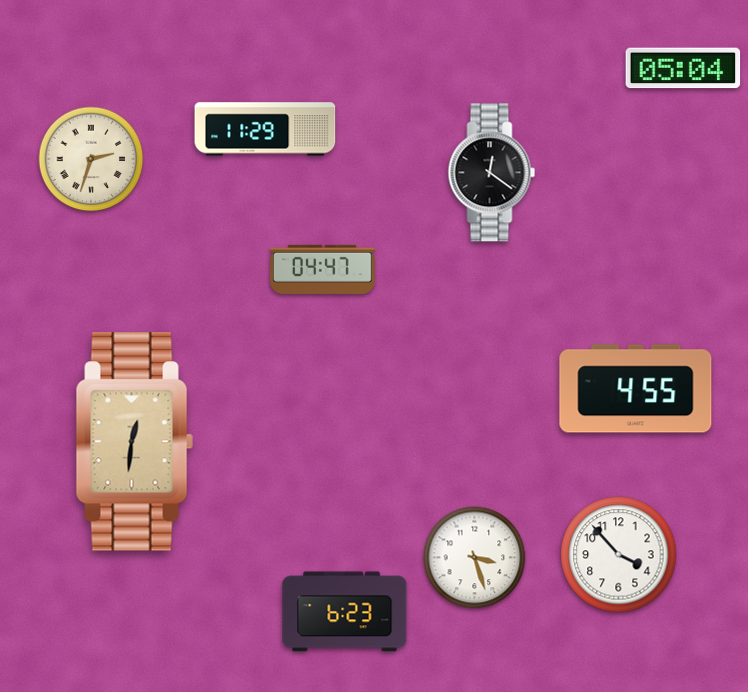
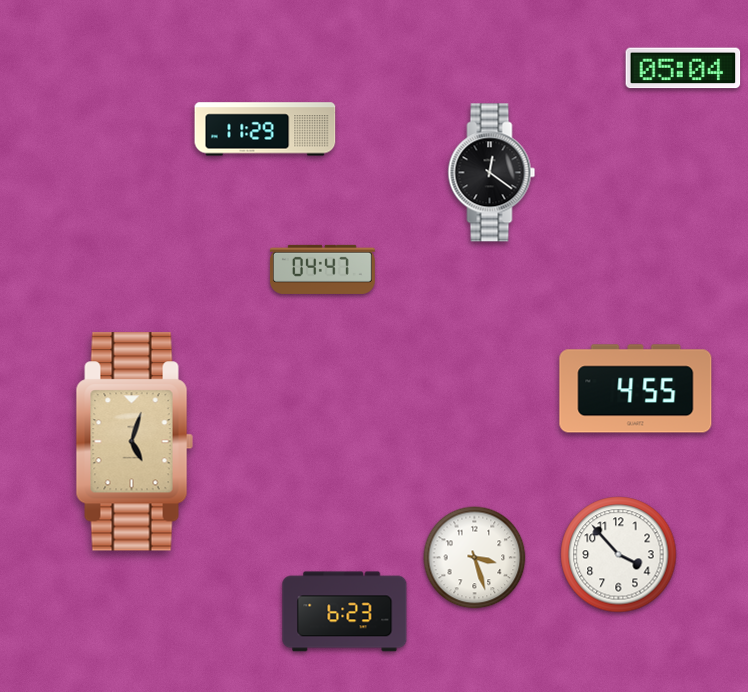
clock at (91, 159): 2:33 -> none
clock at (134, 442): 12:31 -> 5:03
